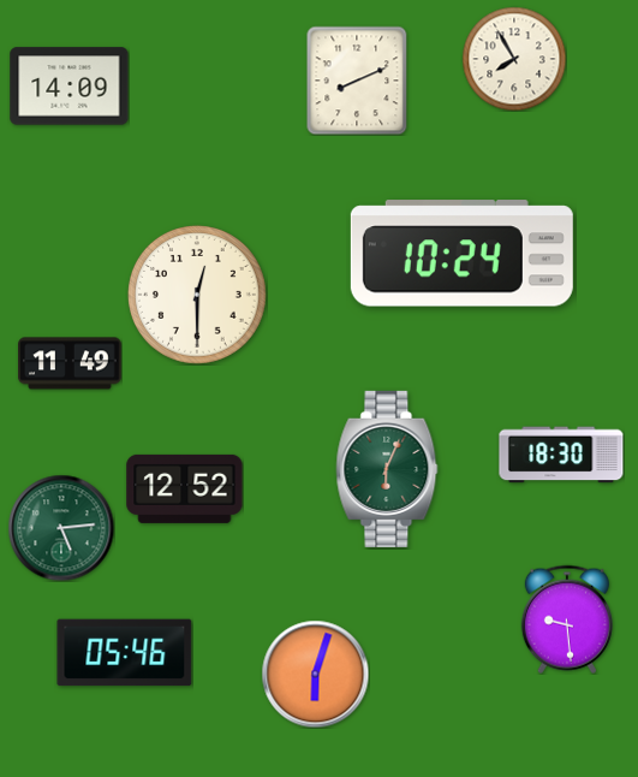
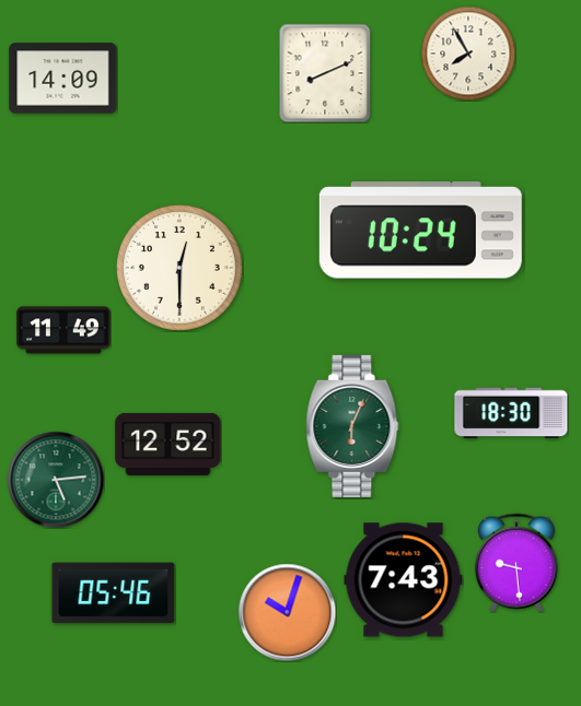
clock at (404, 580): none -> 7:43
clock at (315, 674): 6:03 -> 10:03
